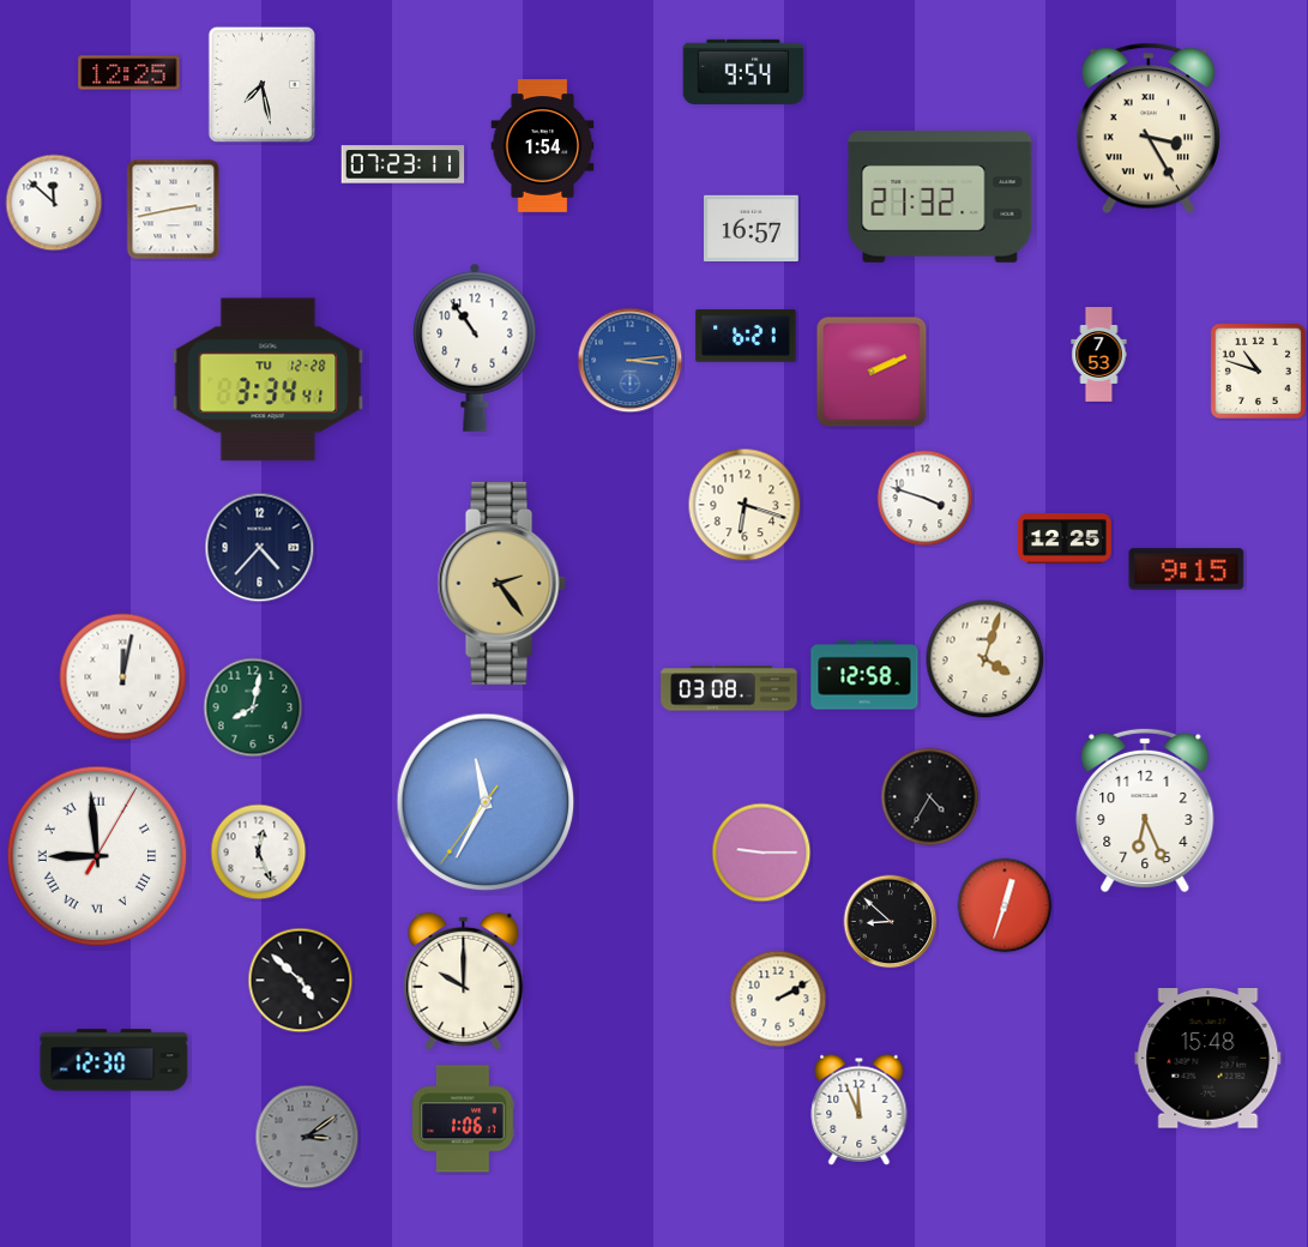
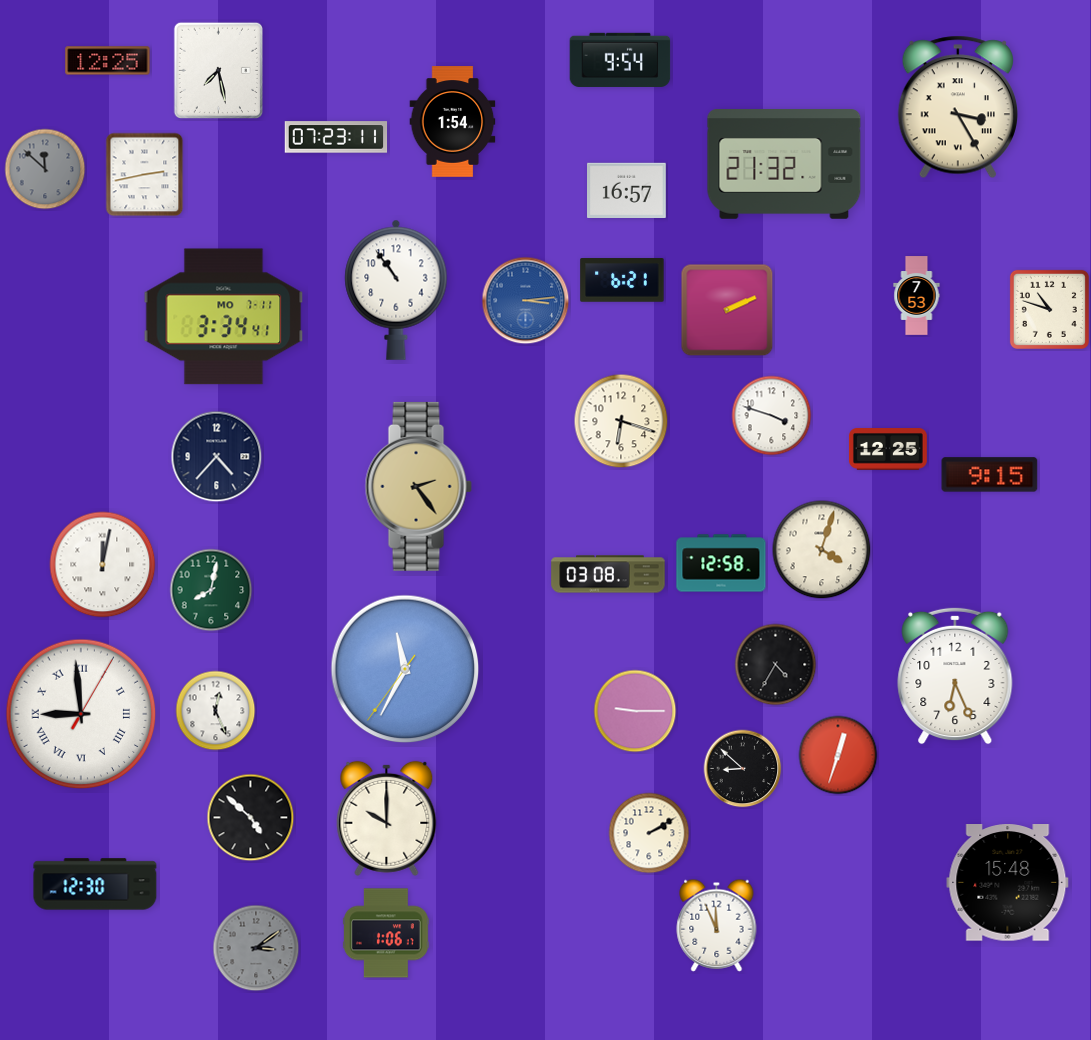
clock at (54, 203) dial: white -> grey
clock at (269, 380) date: TU 12-28 -> MO 7-11
